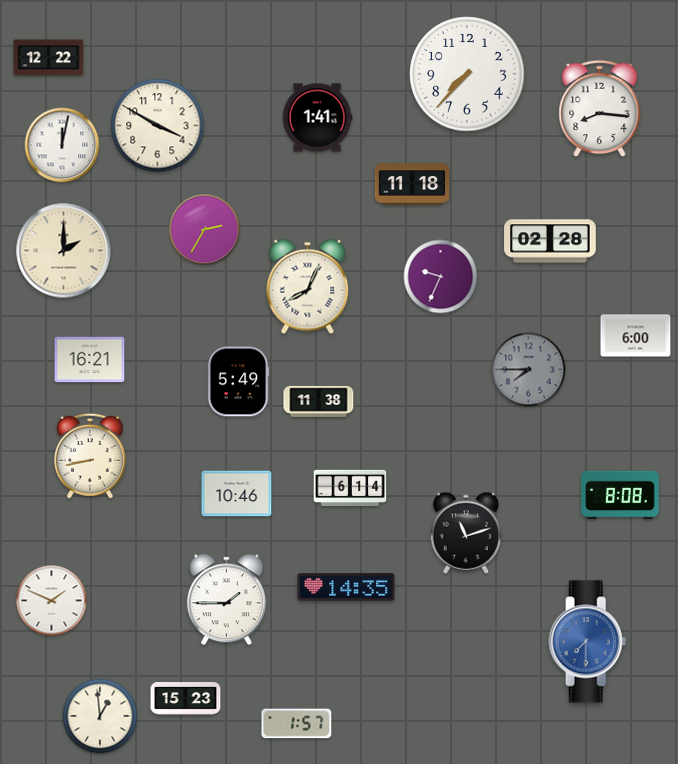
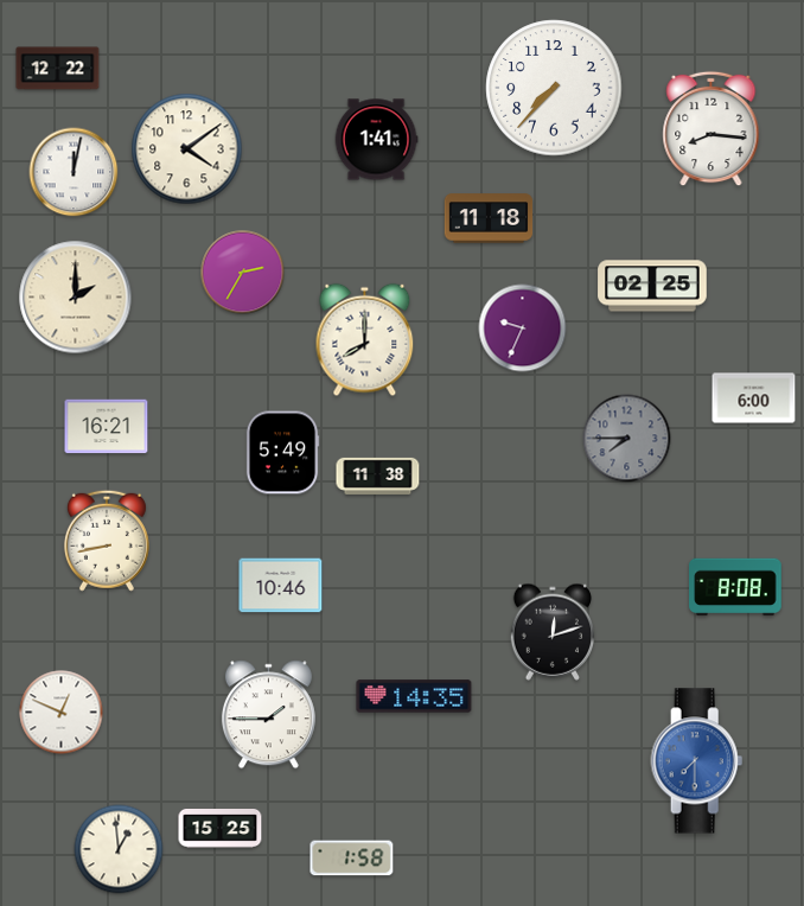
clock at (158, 126): 3:50 -> 4:09
clock at (550, 241): 02:28 -> 02:25
clock at (308, 287): 8:04 -> 8:00
clock at (350, 488): 6:14 -> none
clock at (466, 533): 11:12 -> 12:12
clock at (346, 587) position: (346, 587) -> (414, 696)
clock at (226, 600) position: (226, 600) -> (268, 715)
clock at (52, 601): 1:49 -> 12:49
clock at (186, 699): 15:23 -> 15:25
clock at (297, 724): 1:57 -> 1:58
